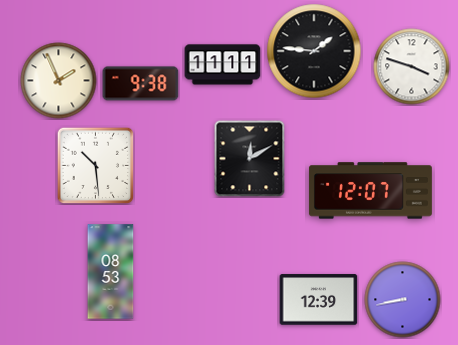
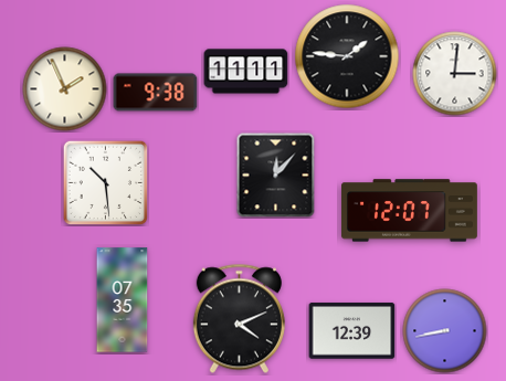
clock at (412, 67): 3:48 -> 3:01
clock at (250, 159): 12:10 -> 12:07
clock at (111, 272): 08:53 -> 07:35
clock at (239, 319): none -> 4:11
